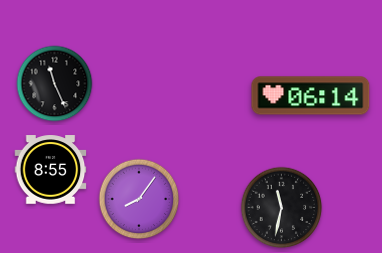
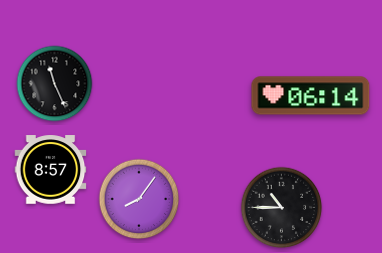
clock at (51, 170): 8:55 -> 8:57
clock at (282, 208): 11:32 -> 10:45
